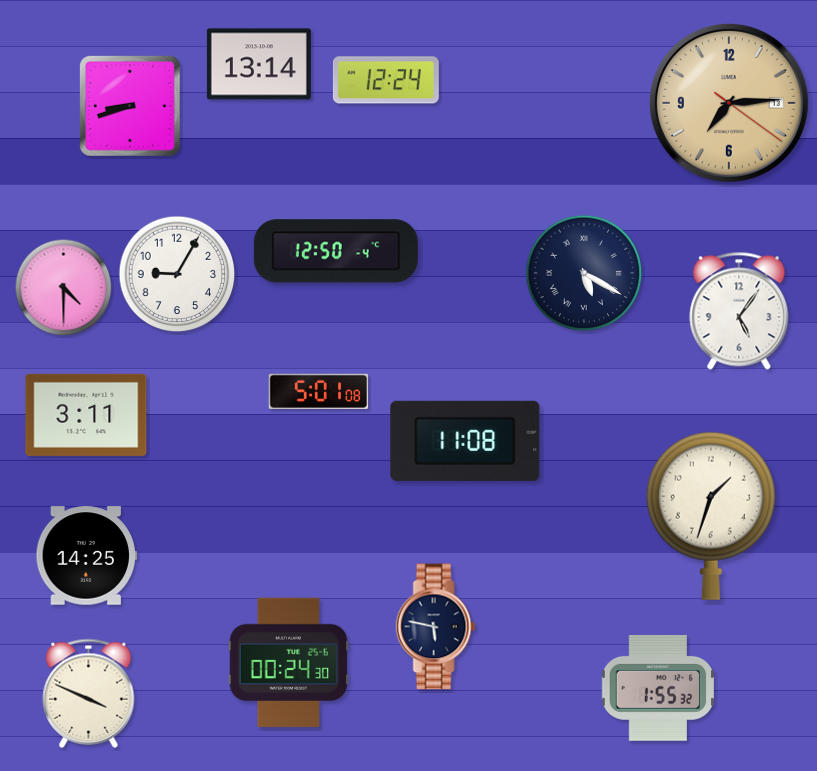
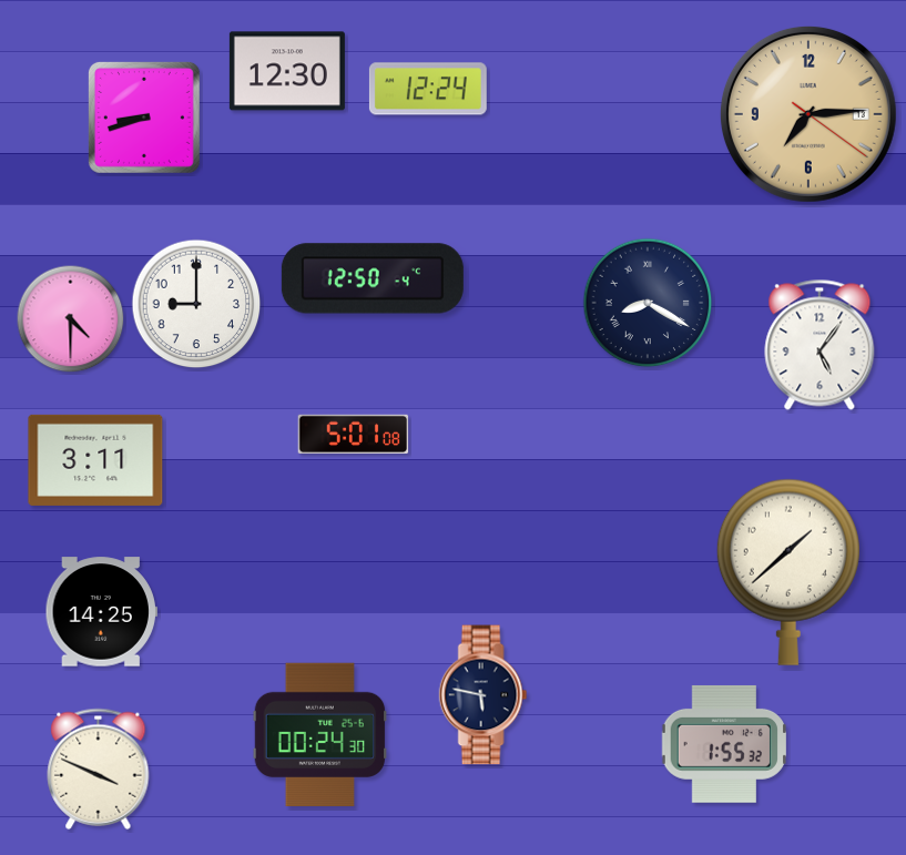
clock at (259, 64): 13:14 -> 12:30
clock at (584, 273): 5:20 -> 8:20
clock at (177, 274): 9:05 -> 9:00
clock at (465, 441): 11:08 -> none
clock at (711, 516): 1:33 -> 1:38
clock at (86, 556) position: (86, 556) -> (101, 612)
clock at (657, 688) position: (657, 688) -> (723, 744)
